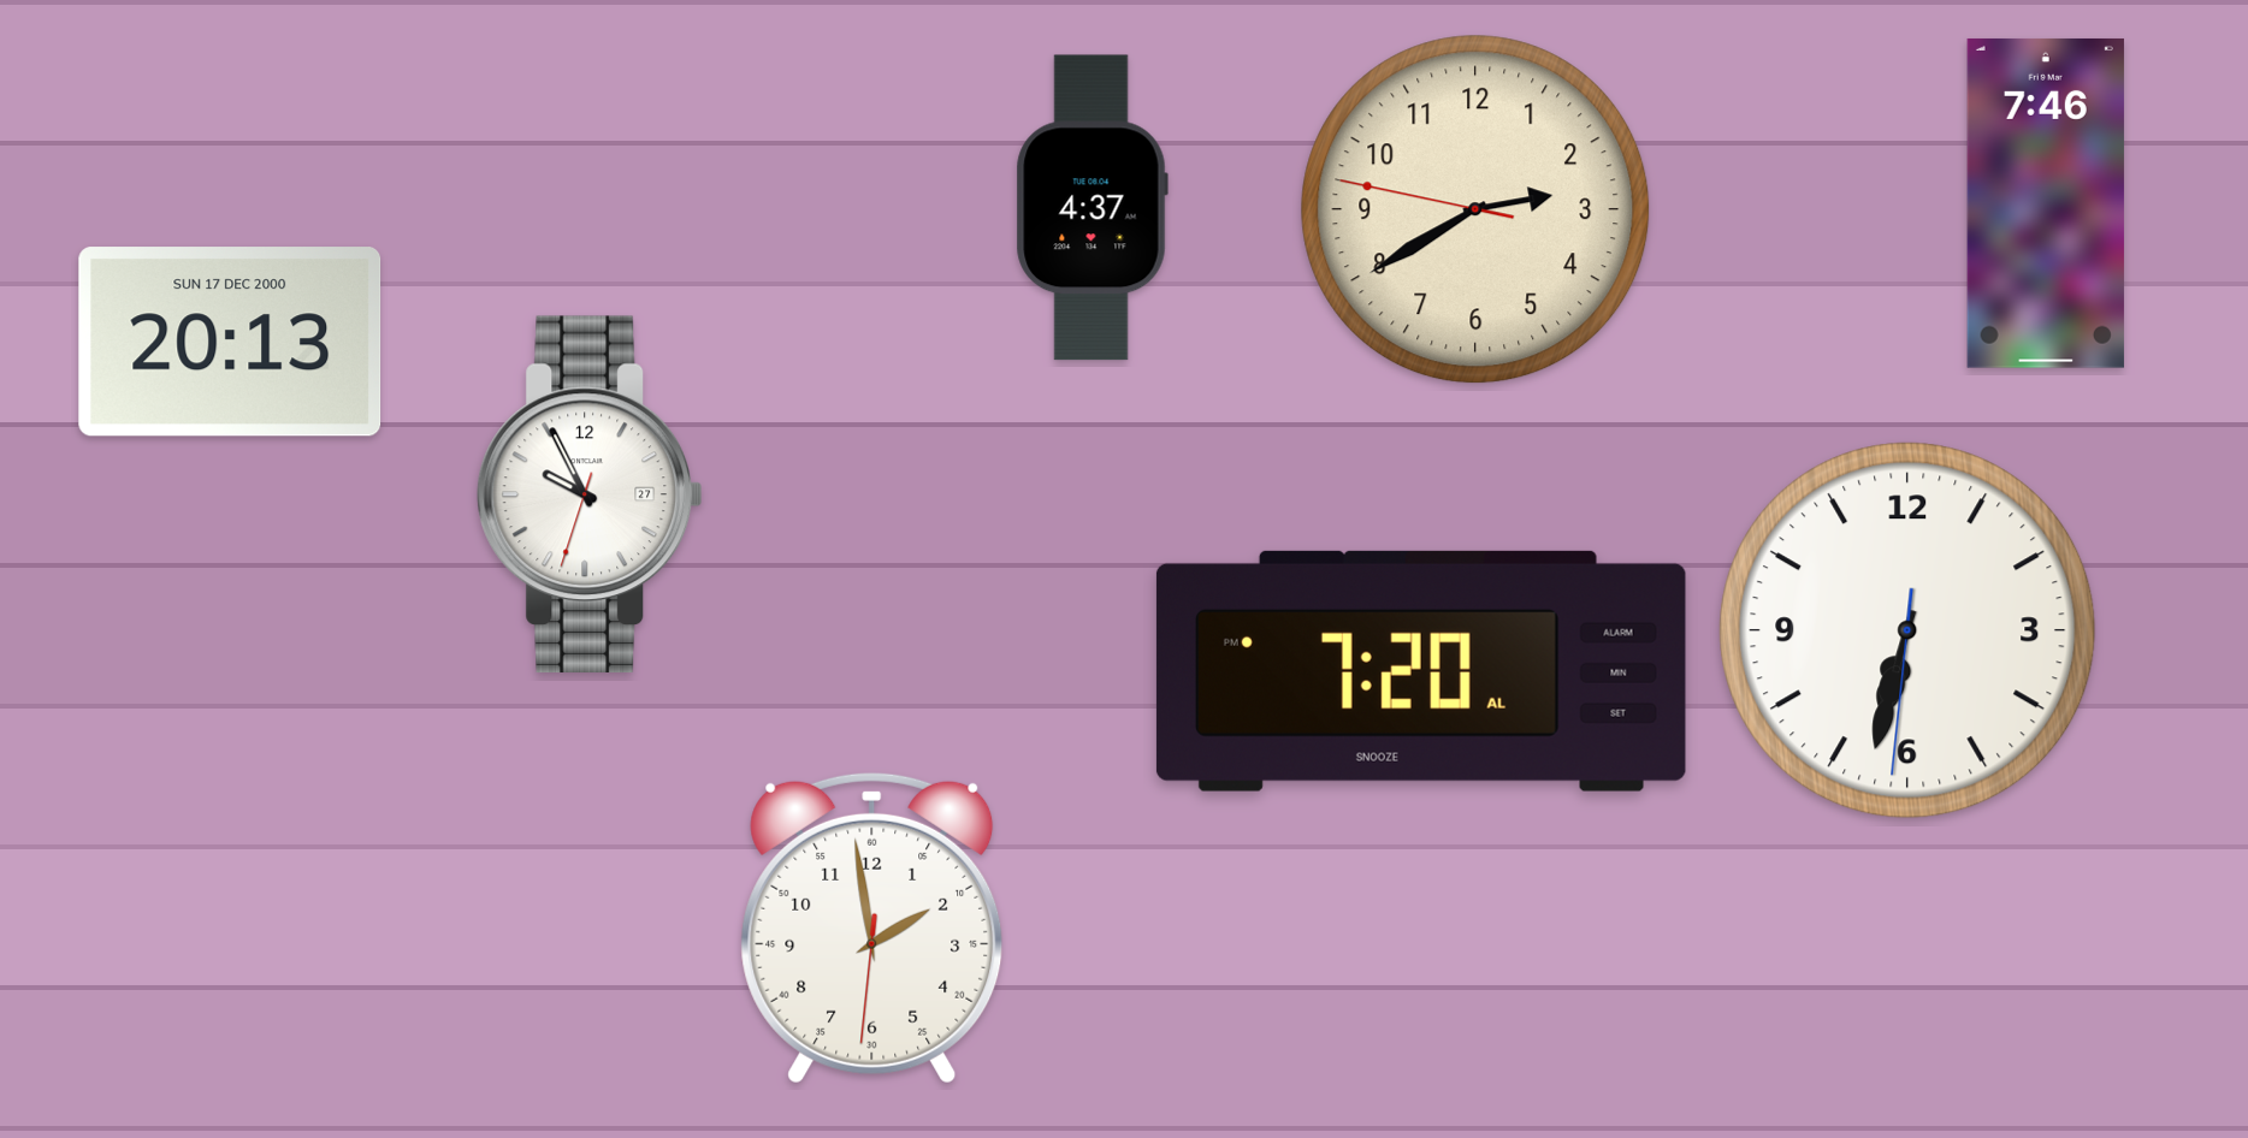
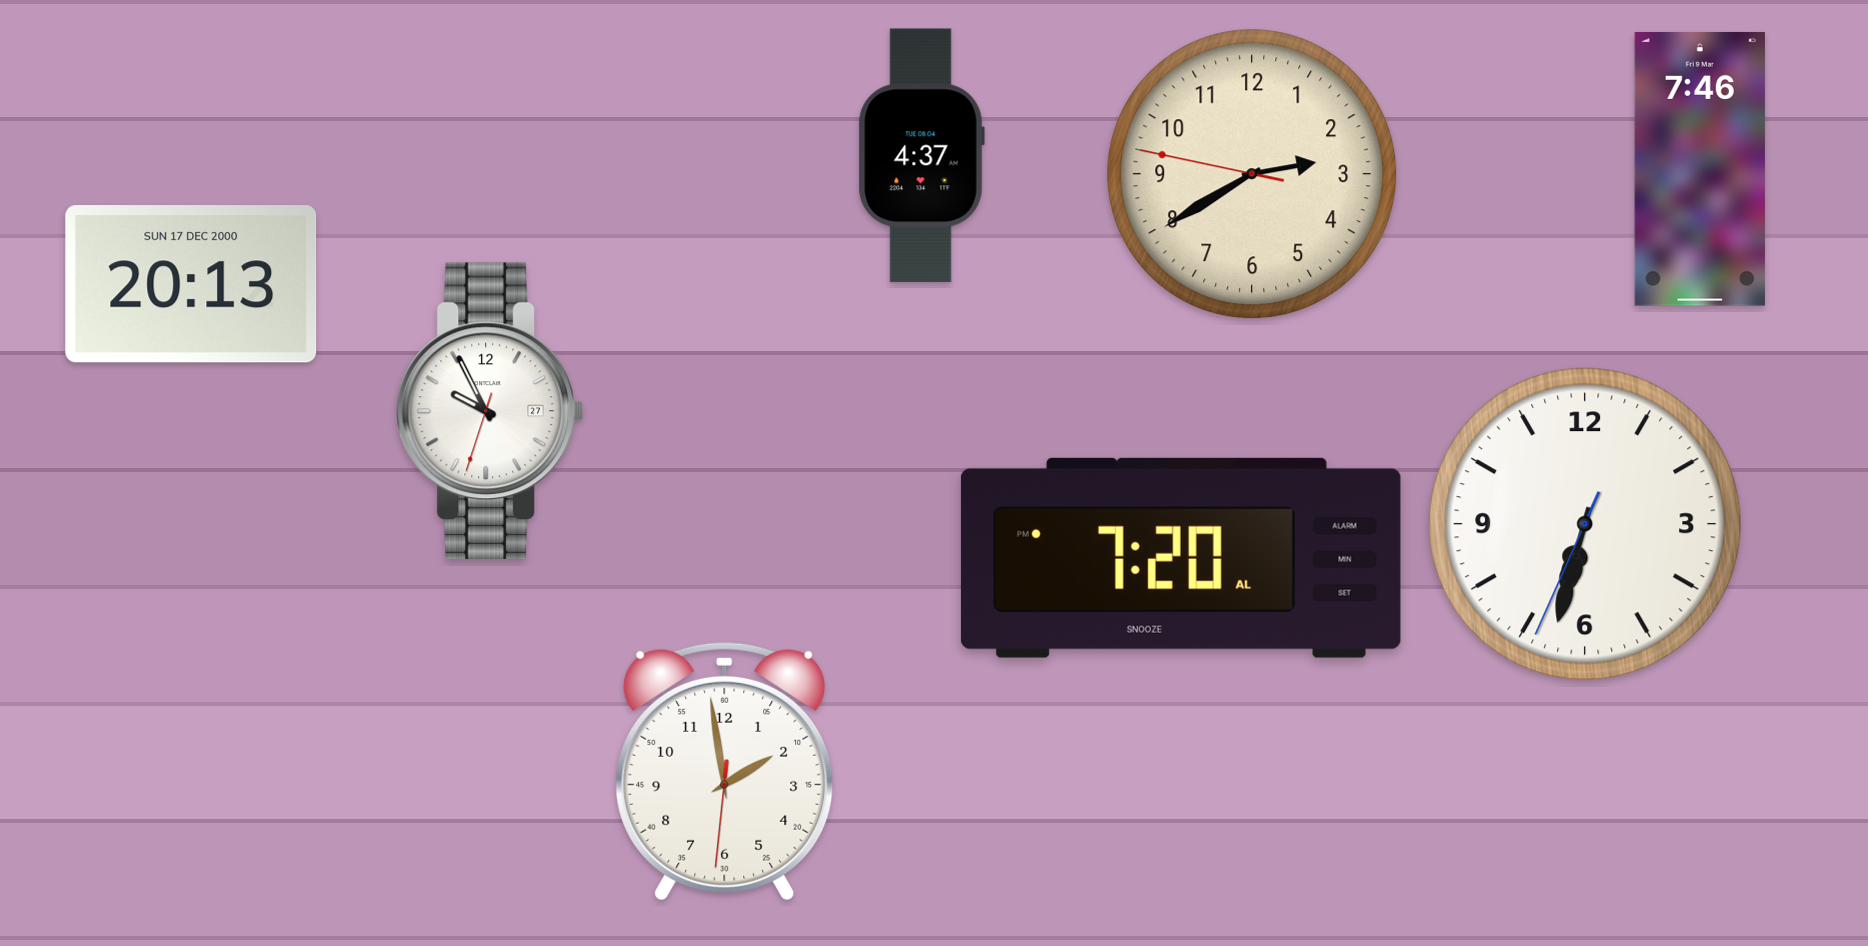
clock at (1092, 208) position: (1092, 208) -> (921, 156)
clock at (1475, 209) position: (1475, 209) -> (1252, 174)
clock at (1907, 630): 6:32:31 -> 6:32:34
